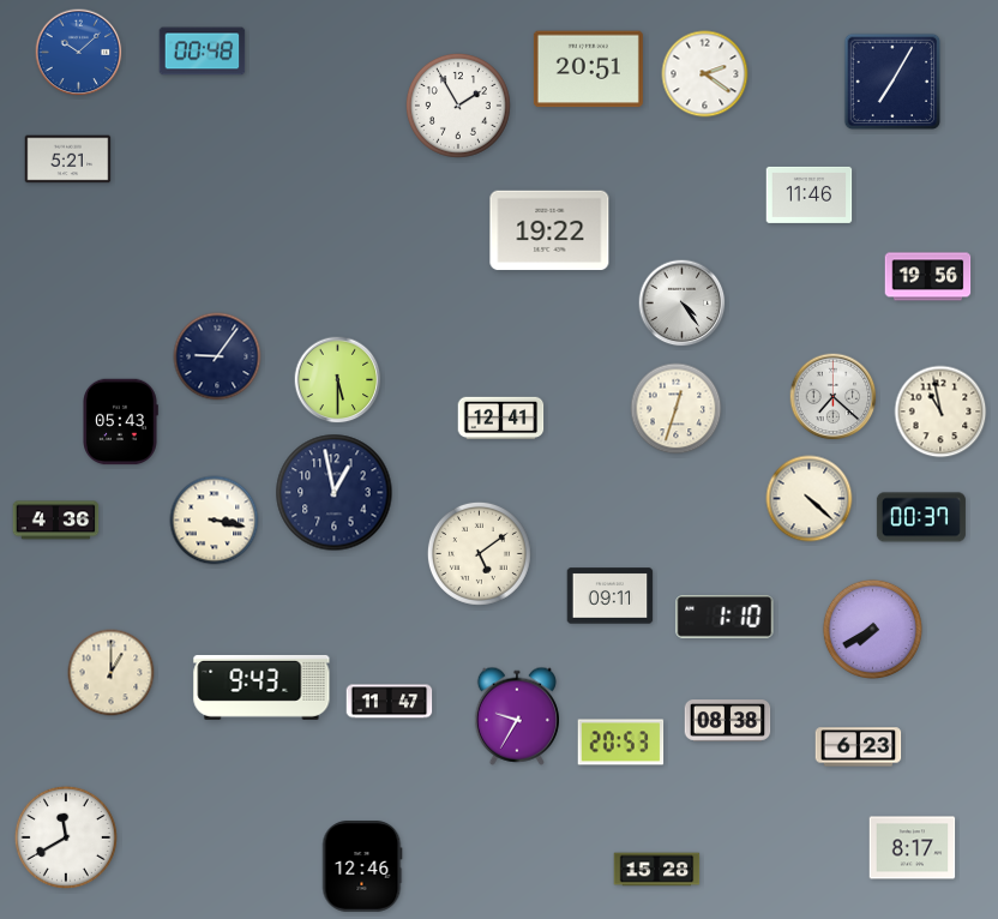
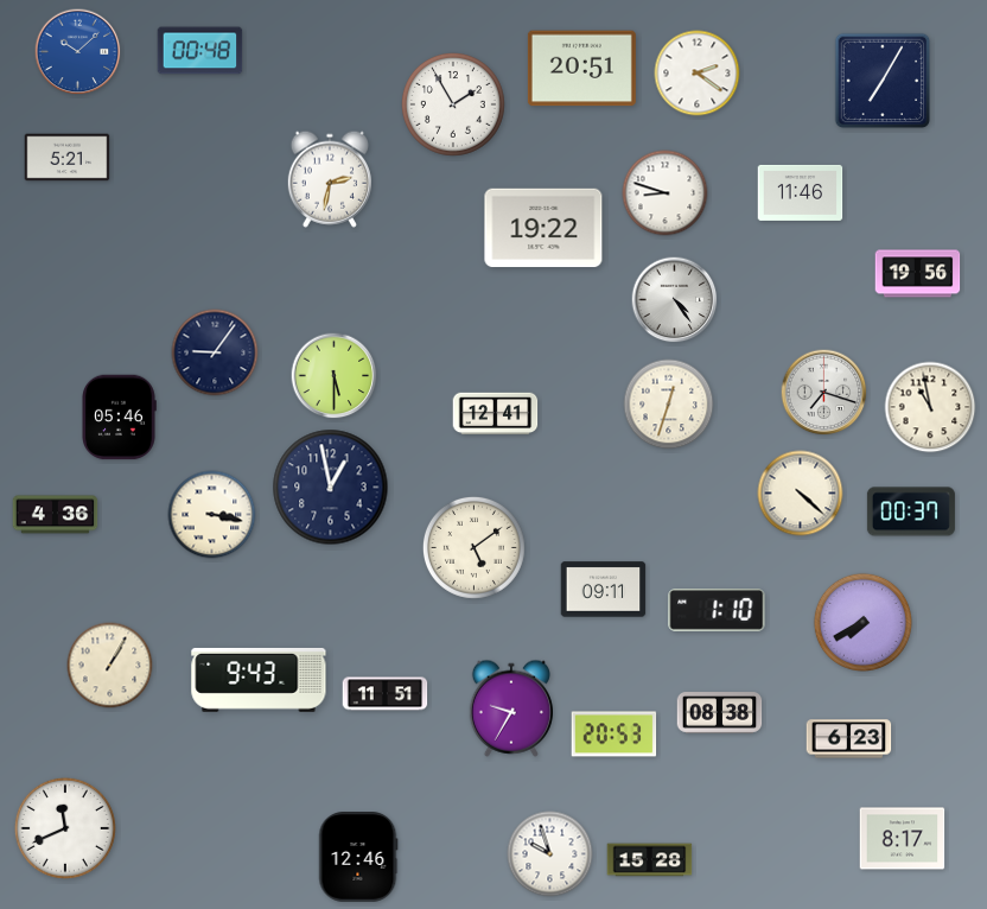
clock at (329, 179): none -> 2:32
clock at (666, 193): none -> 8:48
clock at (834, 397): 7:22 -> 7:18
clock at (120, 422): 05:43 -> 05:46
clock at (112, 673): 1:00 -> 1:05
clock at (390, 702): 11:47 -> 11:51
clock at (66, 837): 11:40 -> 11:41
clock at (550, 854): none -> 9:57
